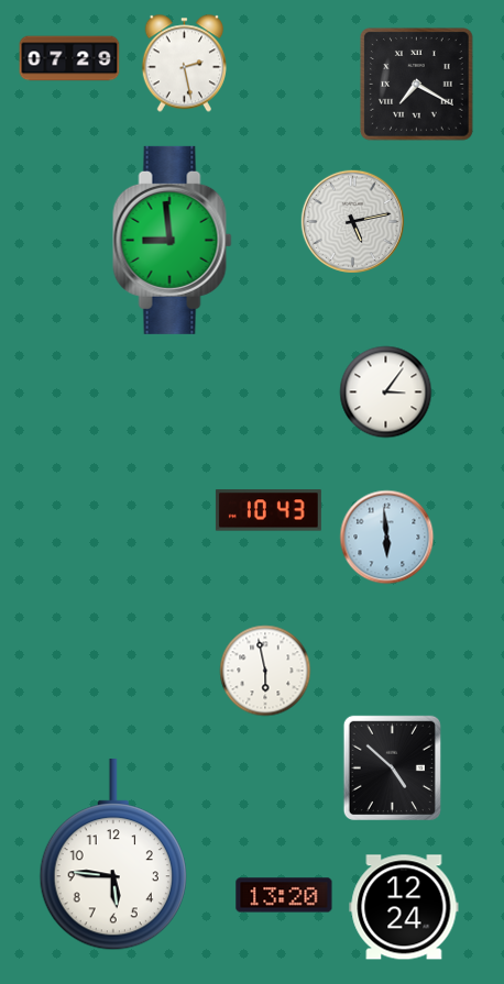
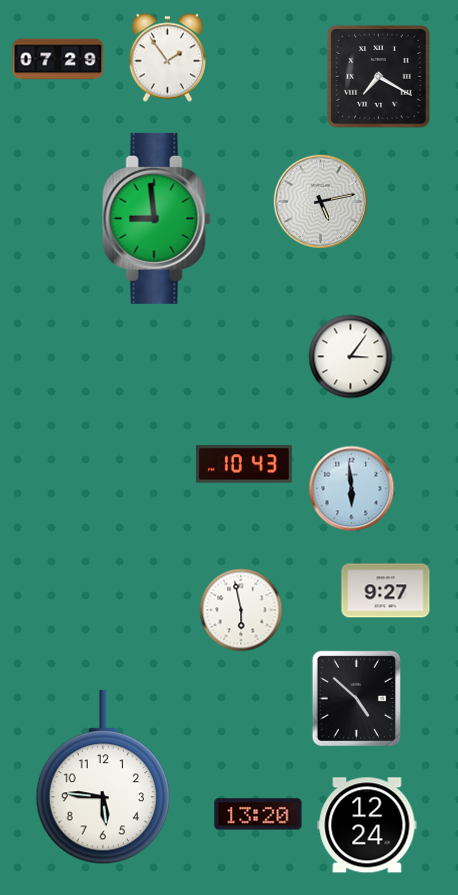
clock at (69, 58) position: (69, 58) -> (58, 59)
clock at (184, 64): 2:28 -> 1:54
clock at (386, 591): none -> 9:27
